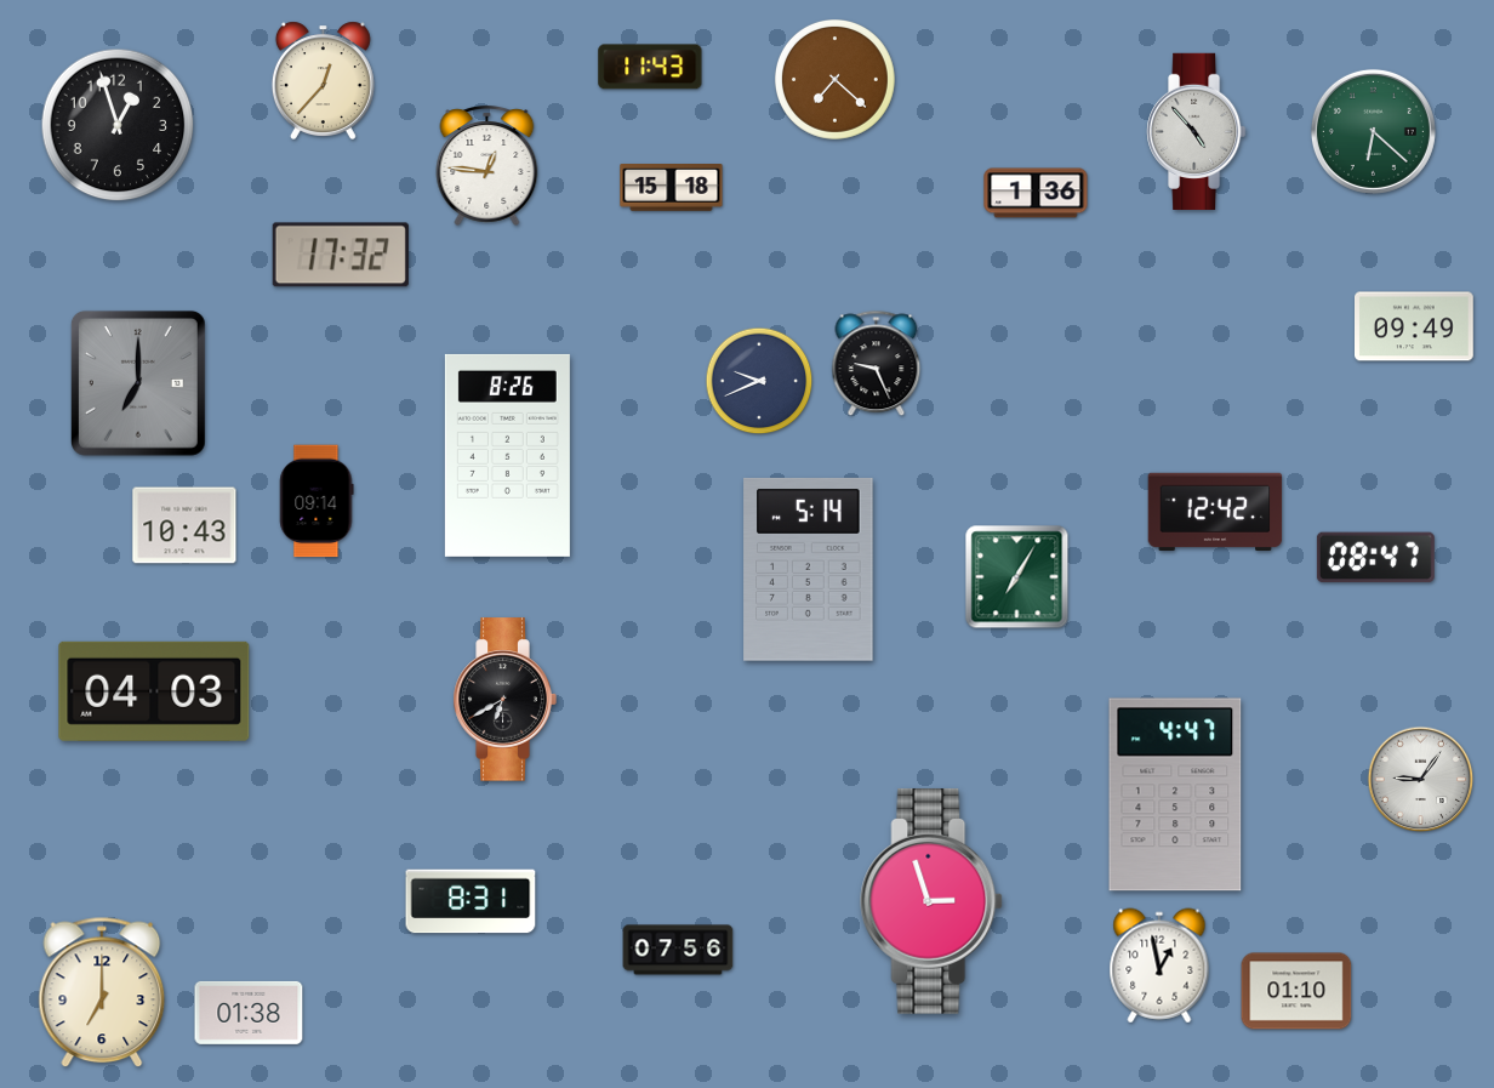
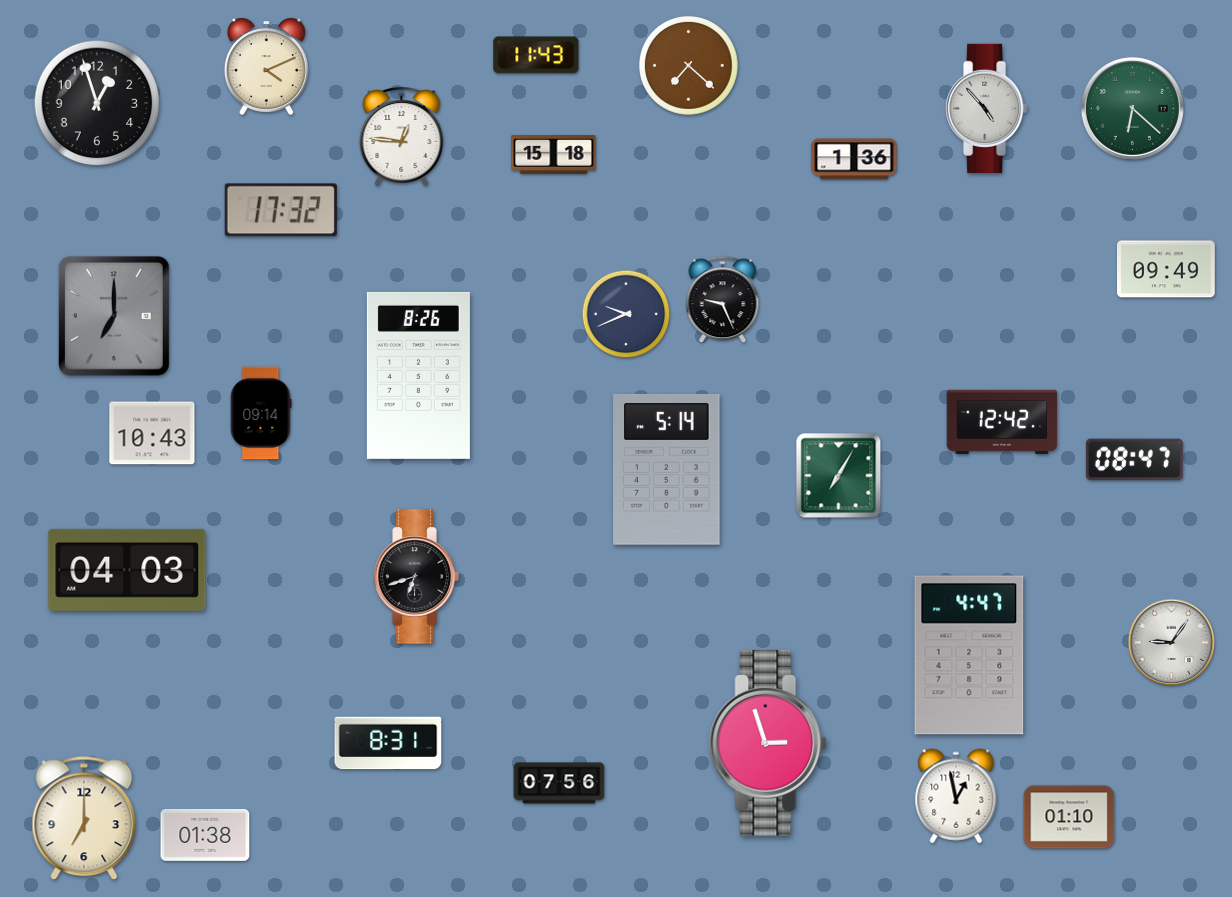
clock at (323, 80): 12:37 -> 4:11
clock at (504, 700): 6:40 -> 6:42
